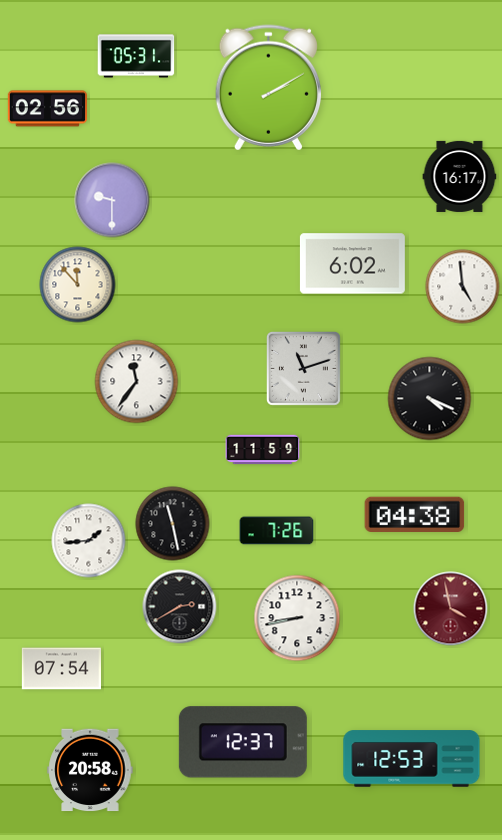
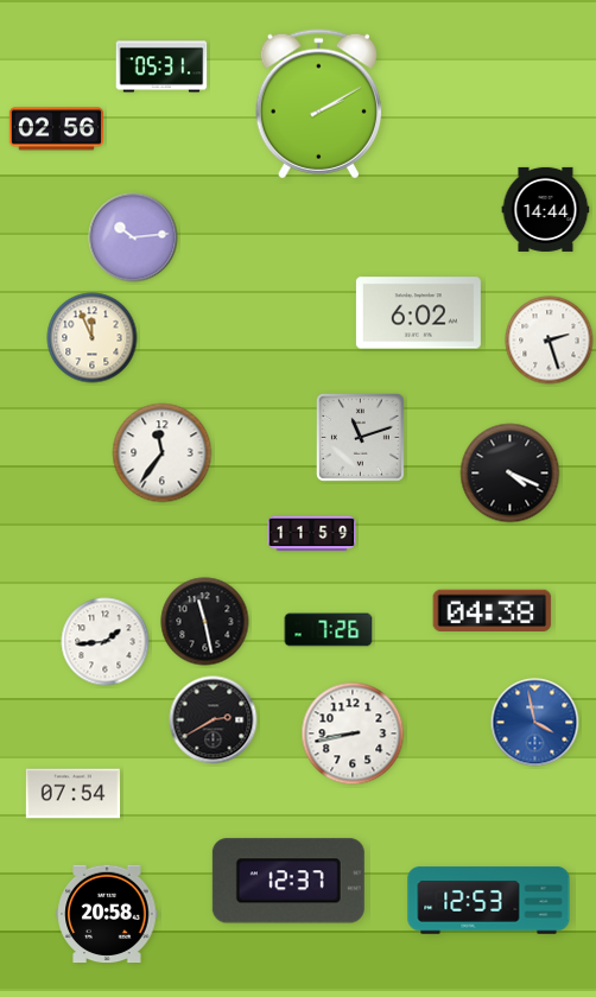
clock at (460, 176): 16:17 -> 14:44
clock at (112, 200): 9:30 -> 10:14
clock at (78, 285): 11:53 -> 11:56
clock at (463, 287): 4:59 -> 2:27
clock at (451, 609) dial: burgundy -> blue
